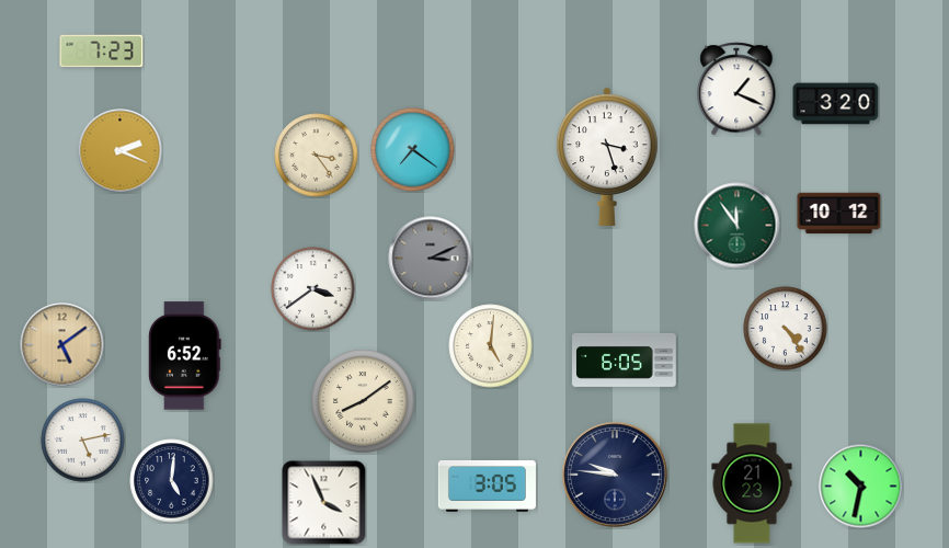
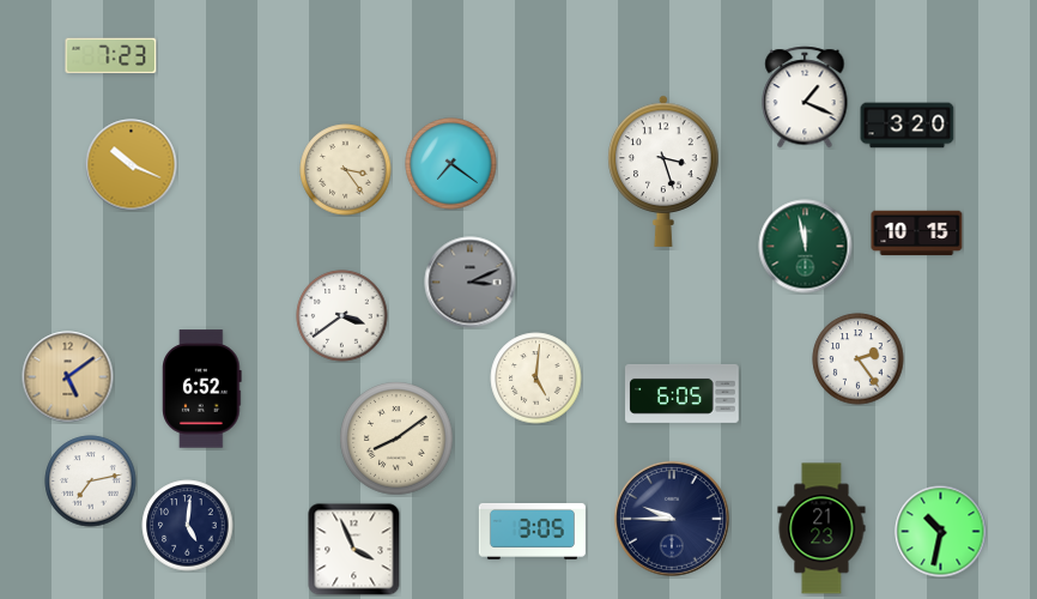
clock at (836, 104) position: (836, 104) -> (908, 126)
clock at (121, 151): 2:19 -> 10:19
clock at (839, 214): 10:12 -> 10:15
clock at (738, 226): 11:54 -> 11:58
clock at (786, 329): 4:24 -> 2:24
clock at (83, 441): 5:13 -> 7:13
clock at (615, 475): 9:46 -> 9:45
